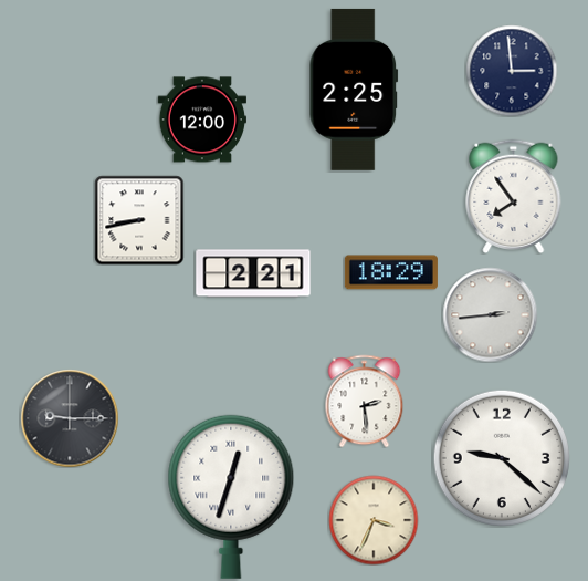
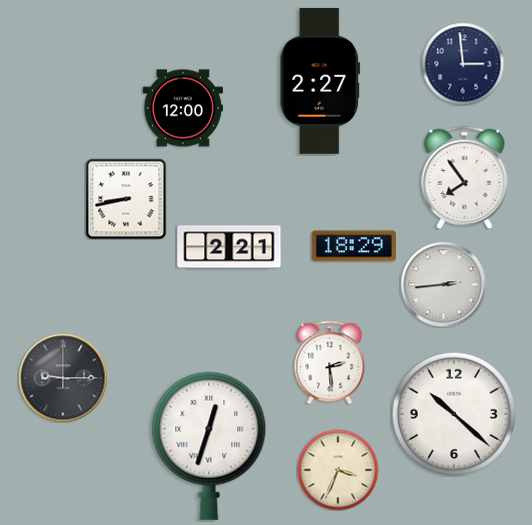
clock at (354, 90): 2:25 -> 2:27
clock at (502, 458): 9:22 -> 10:22
clock at (231, 497) position: (231, 497) -> (209, 446)
